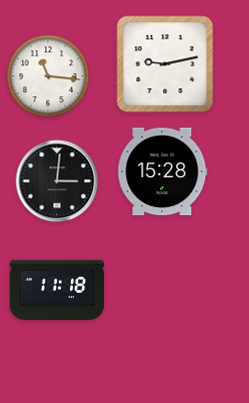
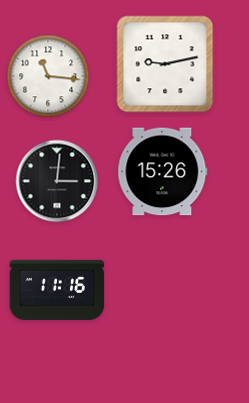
clock at (163, 172): 15:28 -> 15:26
clock at (57, 290): 11:18 -> 11:16
